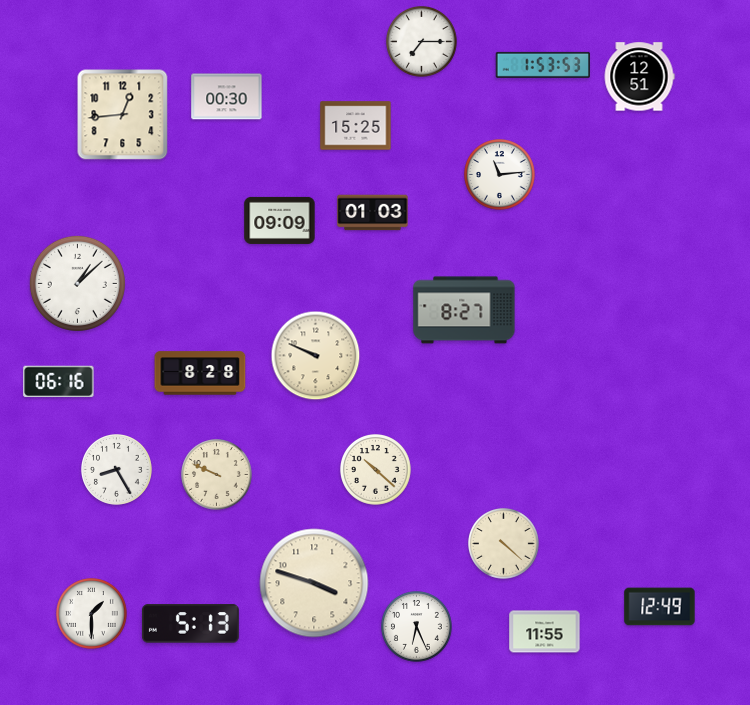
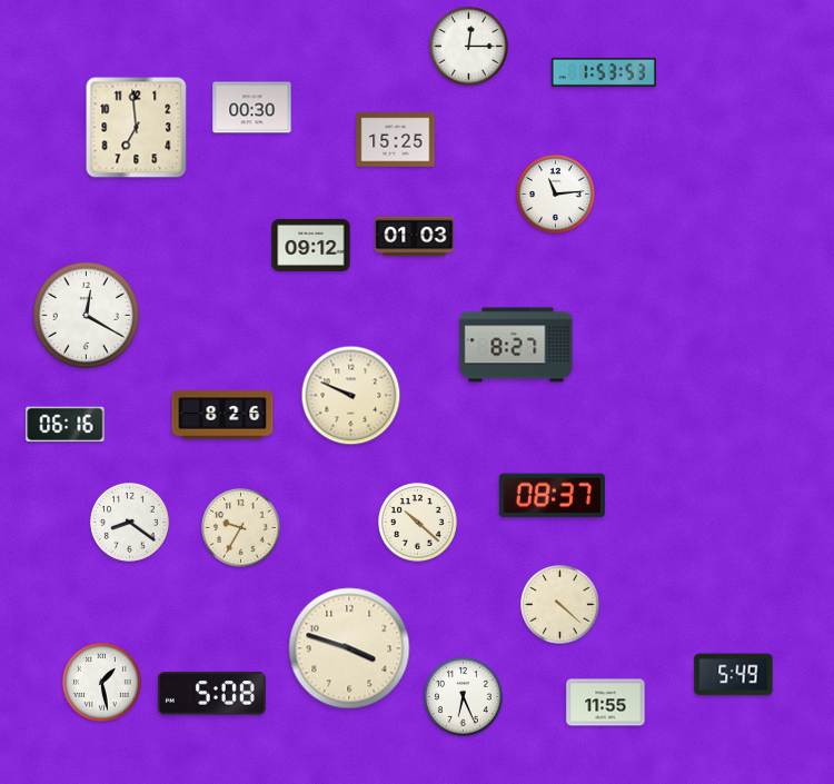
clock at (422, 42): 7:15 -> 12:15
clock at (639, 77): 12:51 -> none
clock at (123, 115): 12:44 -> 6:59
clock at (280, 220): 09:09 -> 09:12
clock at (77, 283): 1:08 -> 12:20
clock at (200, 373): 8:28 -> 8:26
clock at (552, 496): none -> 08:37
clock at (117, 470): 8:25 -> 8:21
clock at (217, 475): 9:49 -> 9:35
clock at (660, 607): 12:49 -> 5:49
clock at (92, 614): 1:30 -> 1:28
clock at (190, 624): 5:13 -> 5:08
